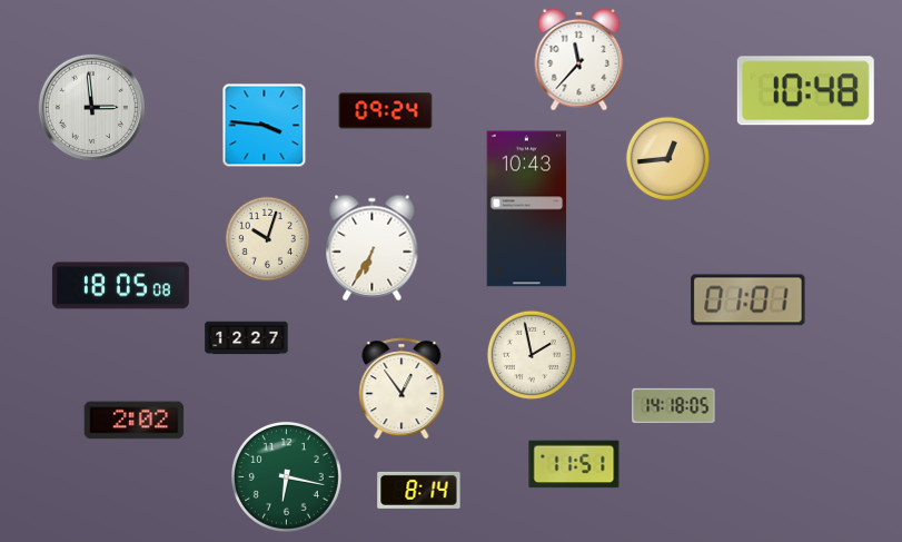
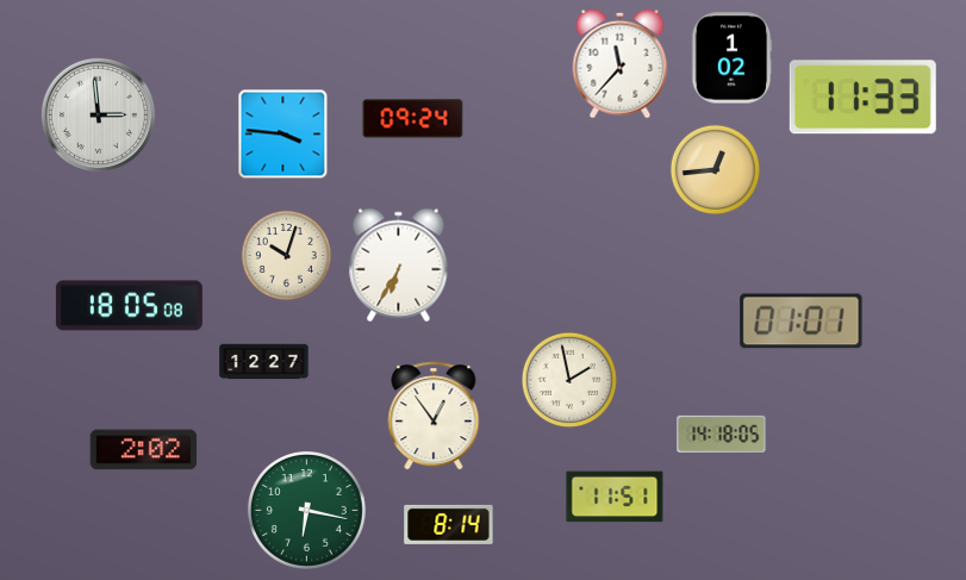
clock at (731, 58): none -> 1:02
clock at (805, 91): 10:48 -> 11:33
clock at (527, 209): 10:43 -> none
clock at (402, 388) position: (402, 388) -> (434, 416)
